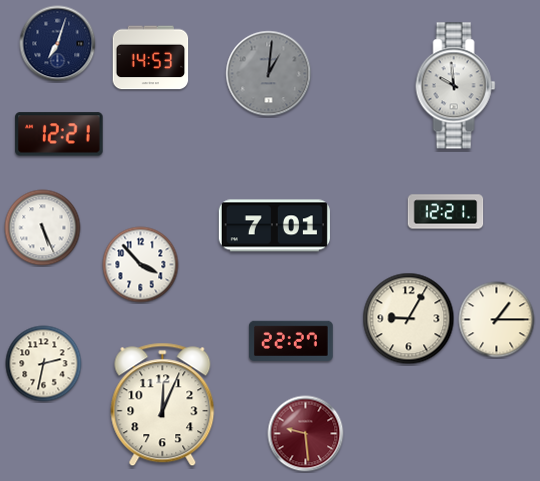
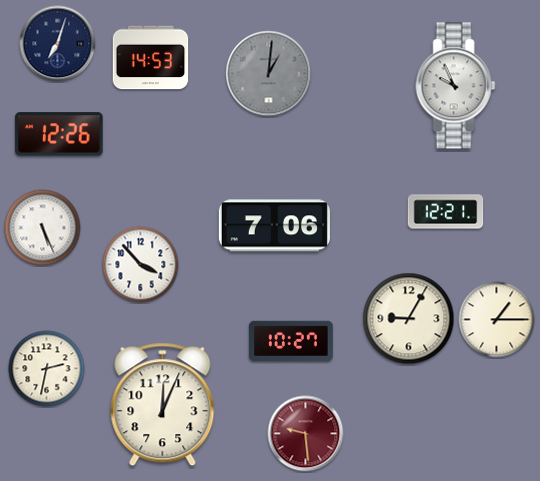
clock at (456, 86): 9:59 -> 9:56
clock at (59, 134): 12:21 -> 12:26
clock at (274, 226): 7:01 -> 7:06
clock at (291, 341): 22:27 -> 10:27
clock at (44, 364) position: (44, 364) -> (47, 369)
